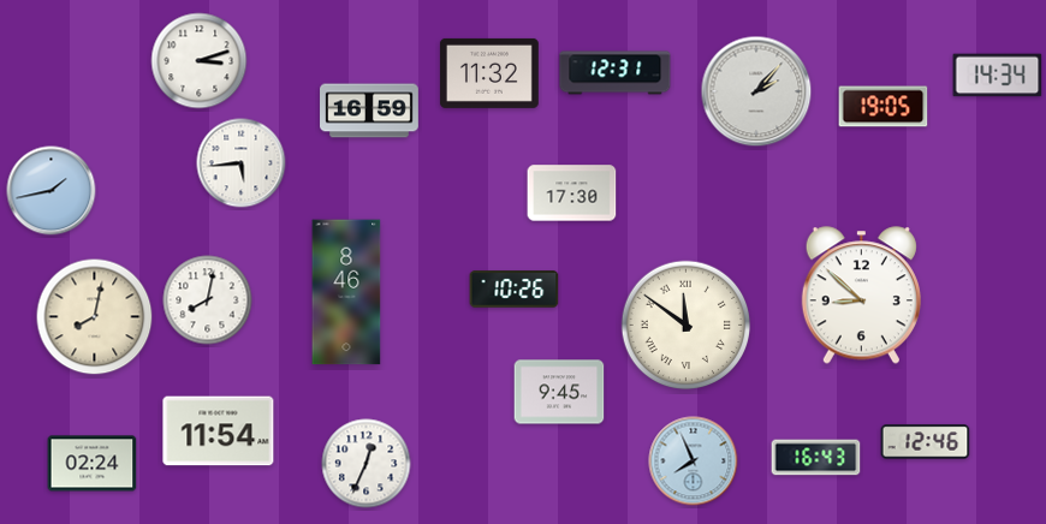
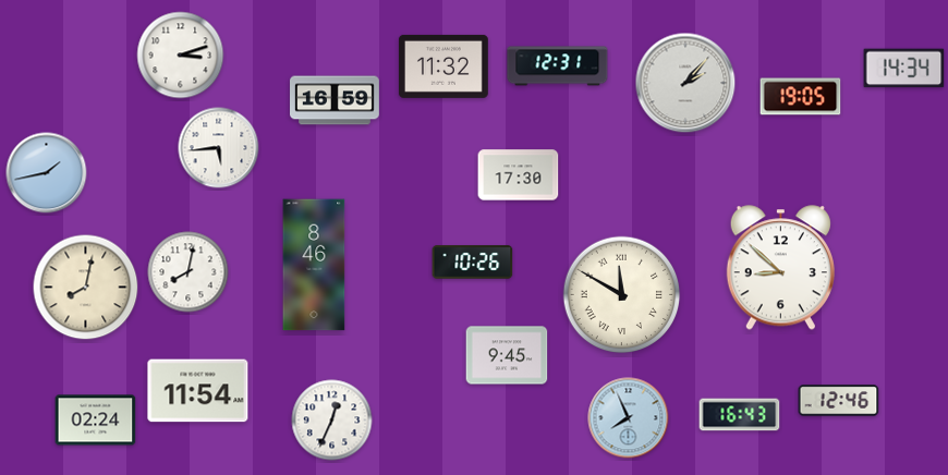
clock at (515, 290) position: (515, 290) -> (473, 263)
clock at (687, 326): 11:51 -> 11:50
clock at (93, 464) position: (93, 464) -> (96, 421)
